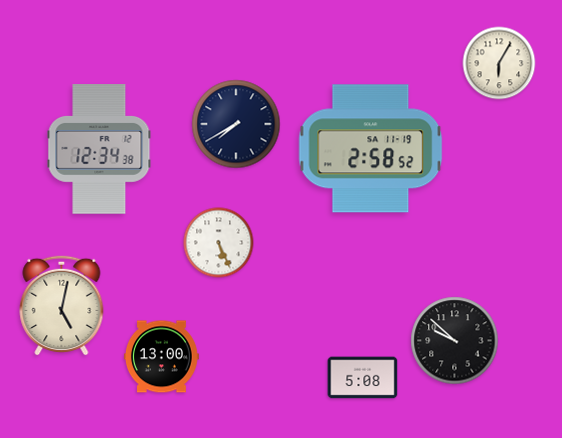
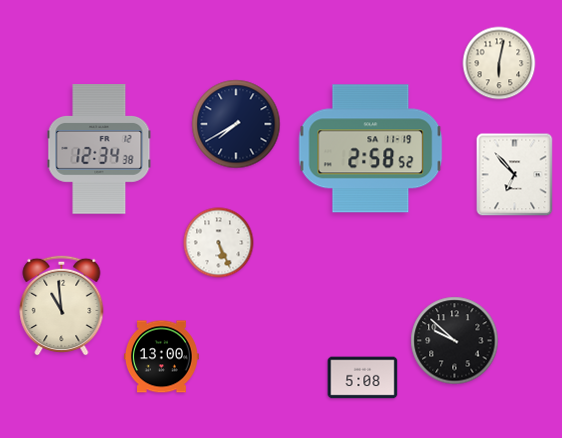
clock at (499, 63): 6:05 -> 6:02
clock at (515, 175): none -> 6:53
clock at (62, 305): 5:02 -> 10:59
